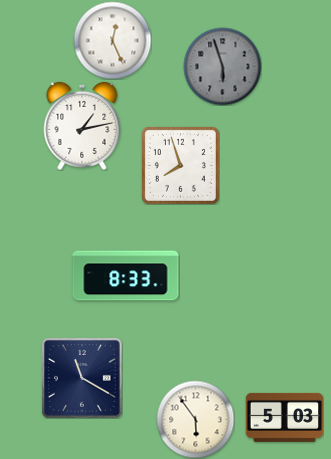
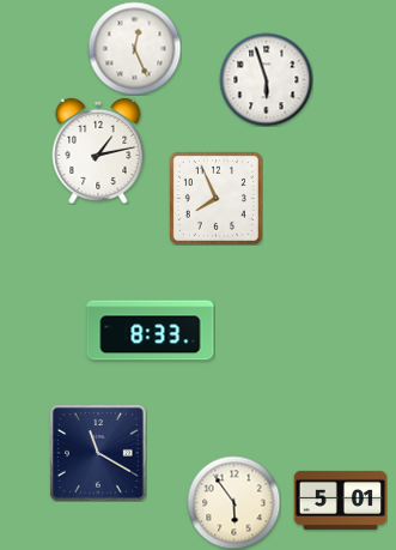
clock at (222, 66) dial: grey -> white
clock at (180, 165): 7:57 -> 7:56
clock at (284, 417): 5:03 -> 5:01
